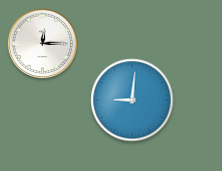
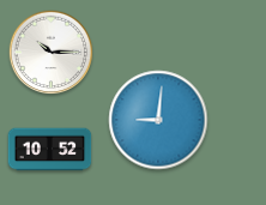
clock at (43, 44): 12:15 -> 10:15
clock at (50, 150): none -> 10:52
